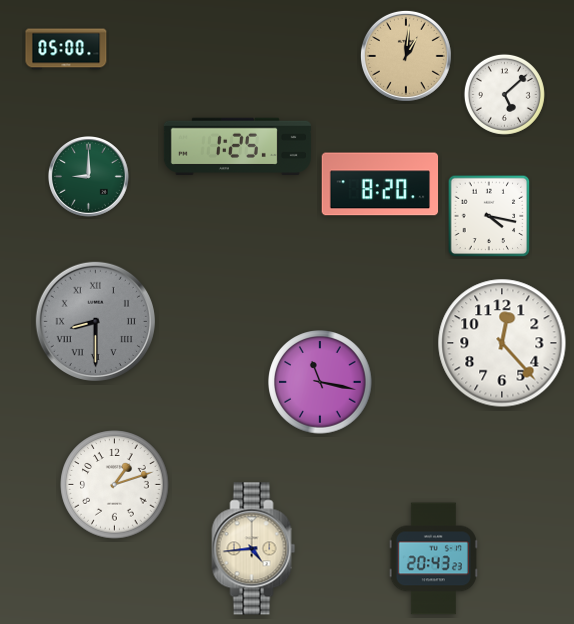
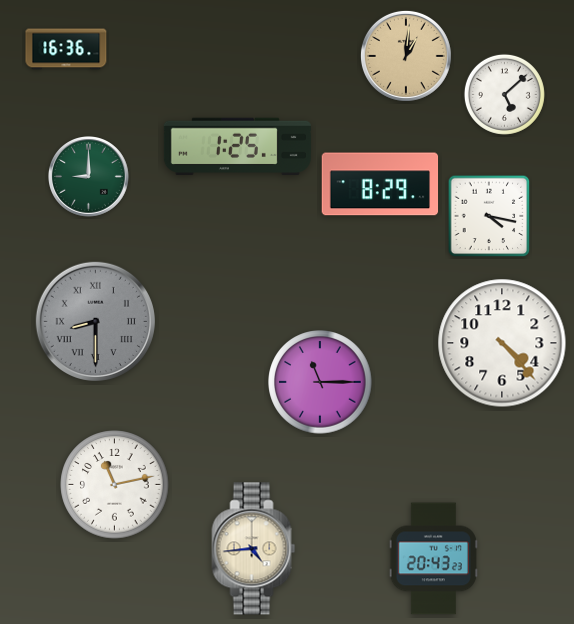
clock at (66, 49): 05:00 -> 16:36
clock at (380, 184): 8:20 -> 8:29
clock at (502, 343): 12:23 -> 4:23
clock at (320, 382): 11:17 -> 11:15
clock at (115, 485): 1:12 -> 11:13
